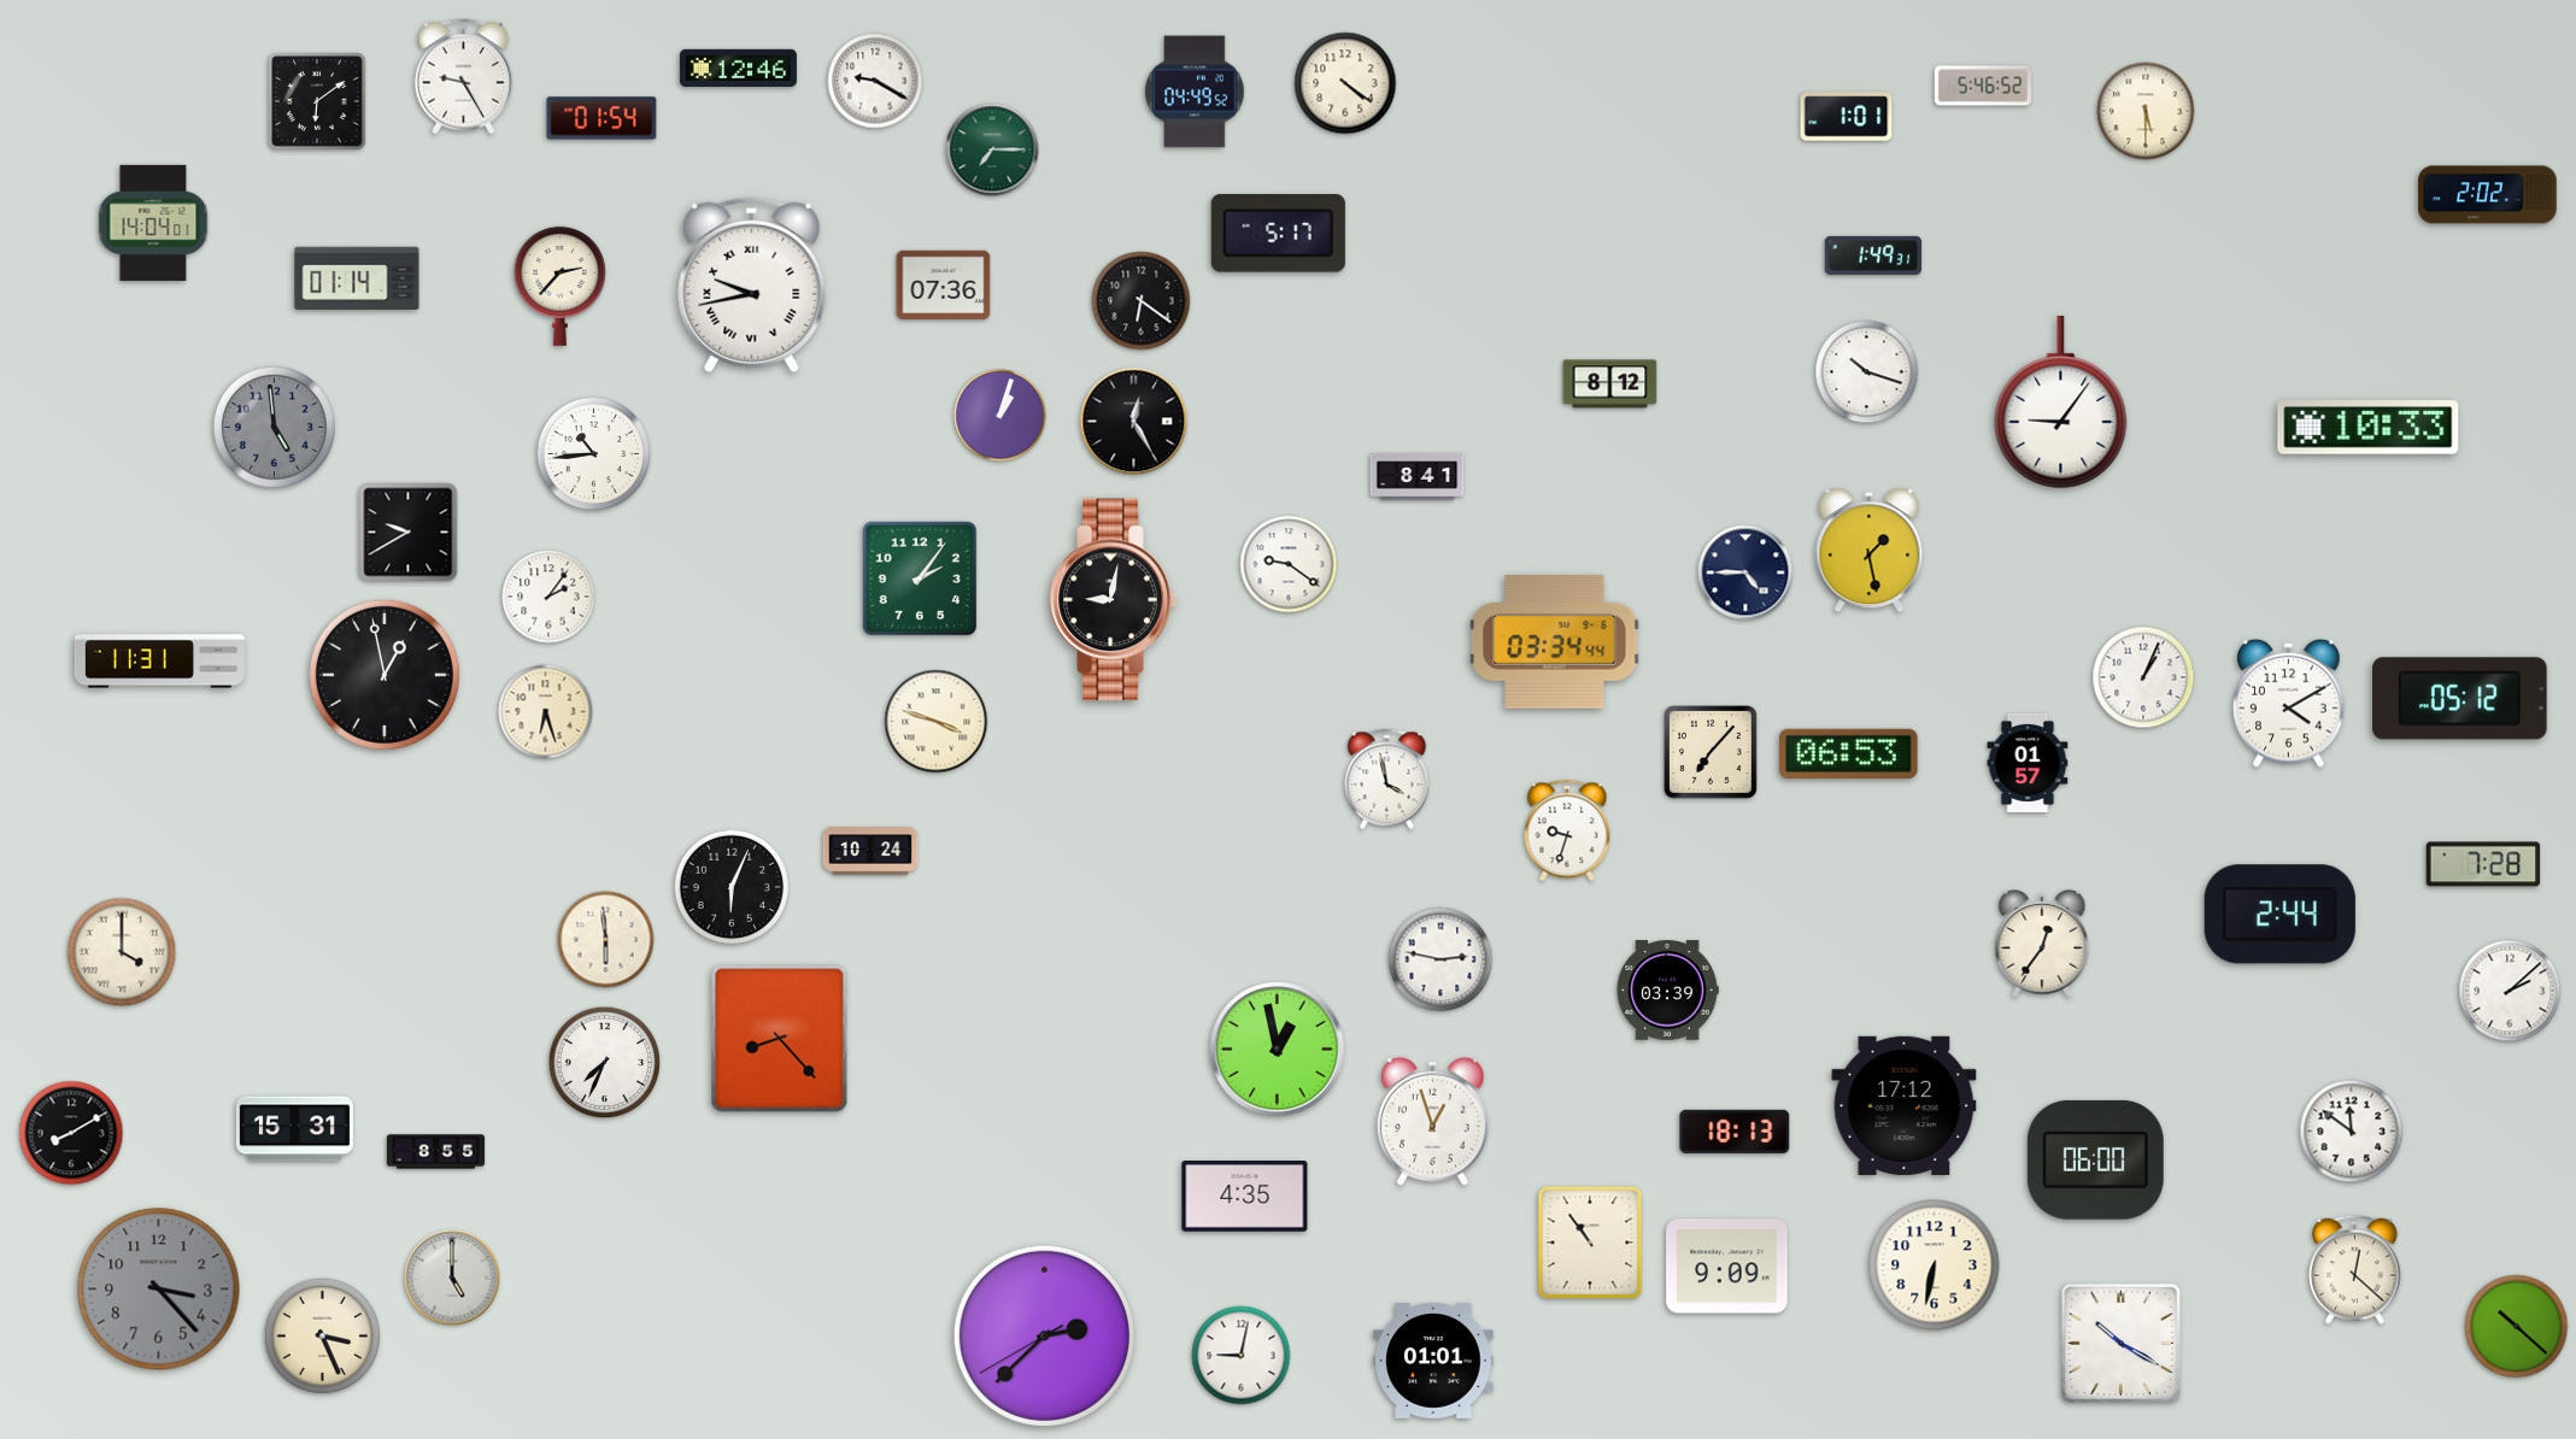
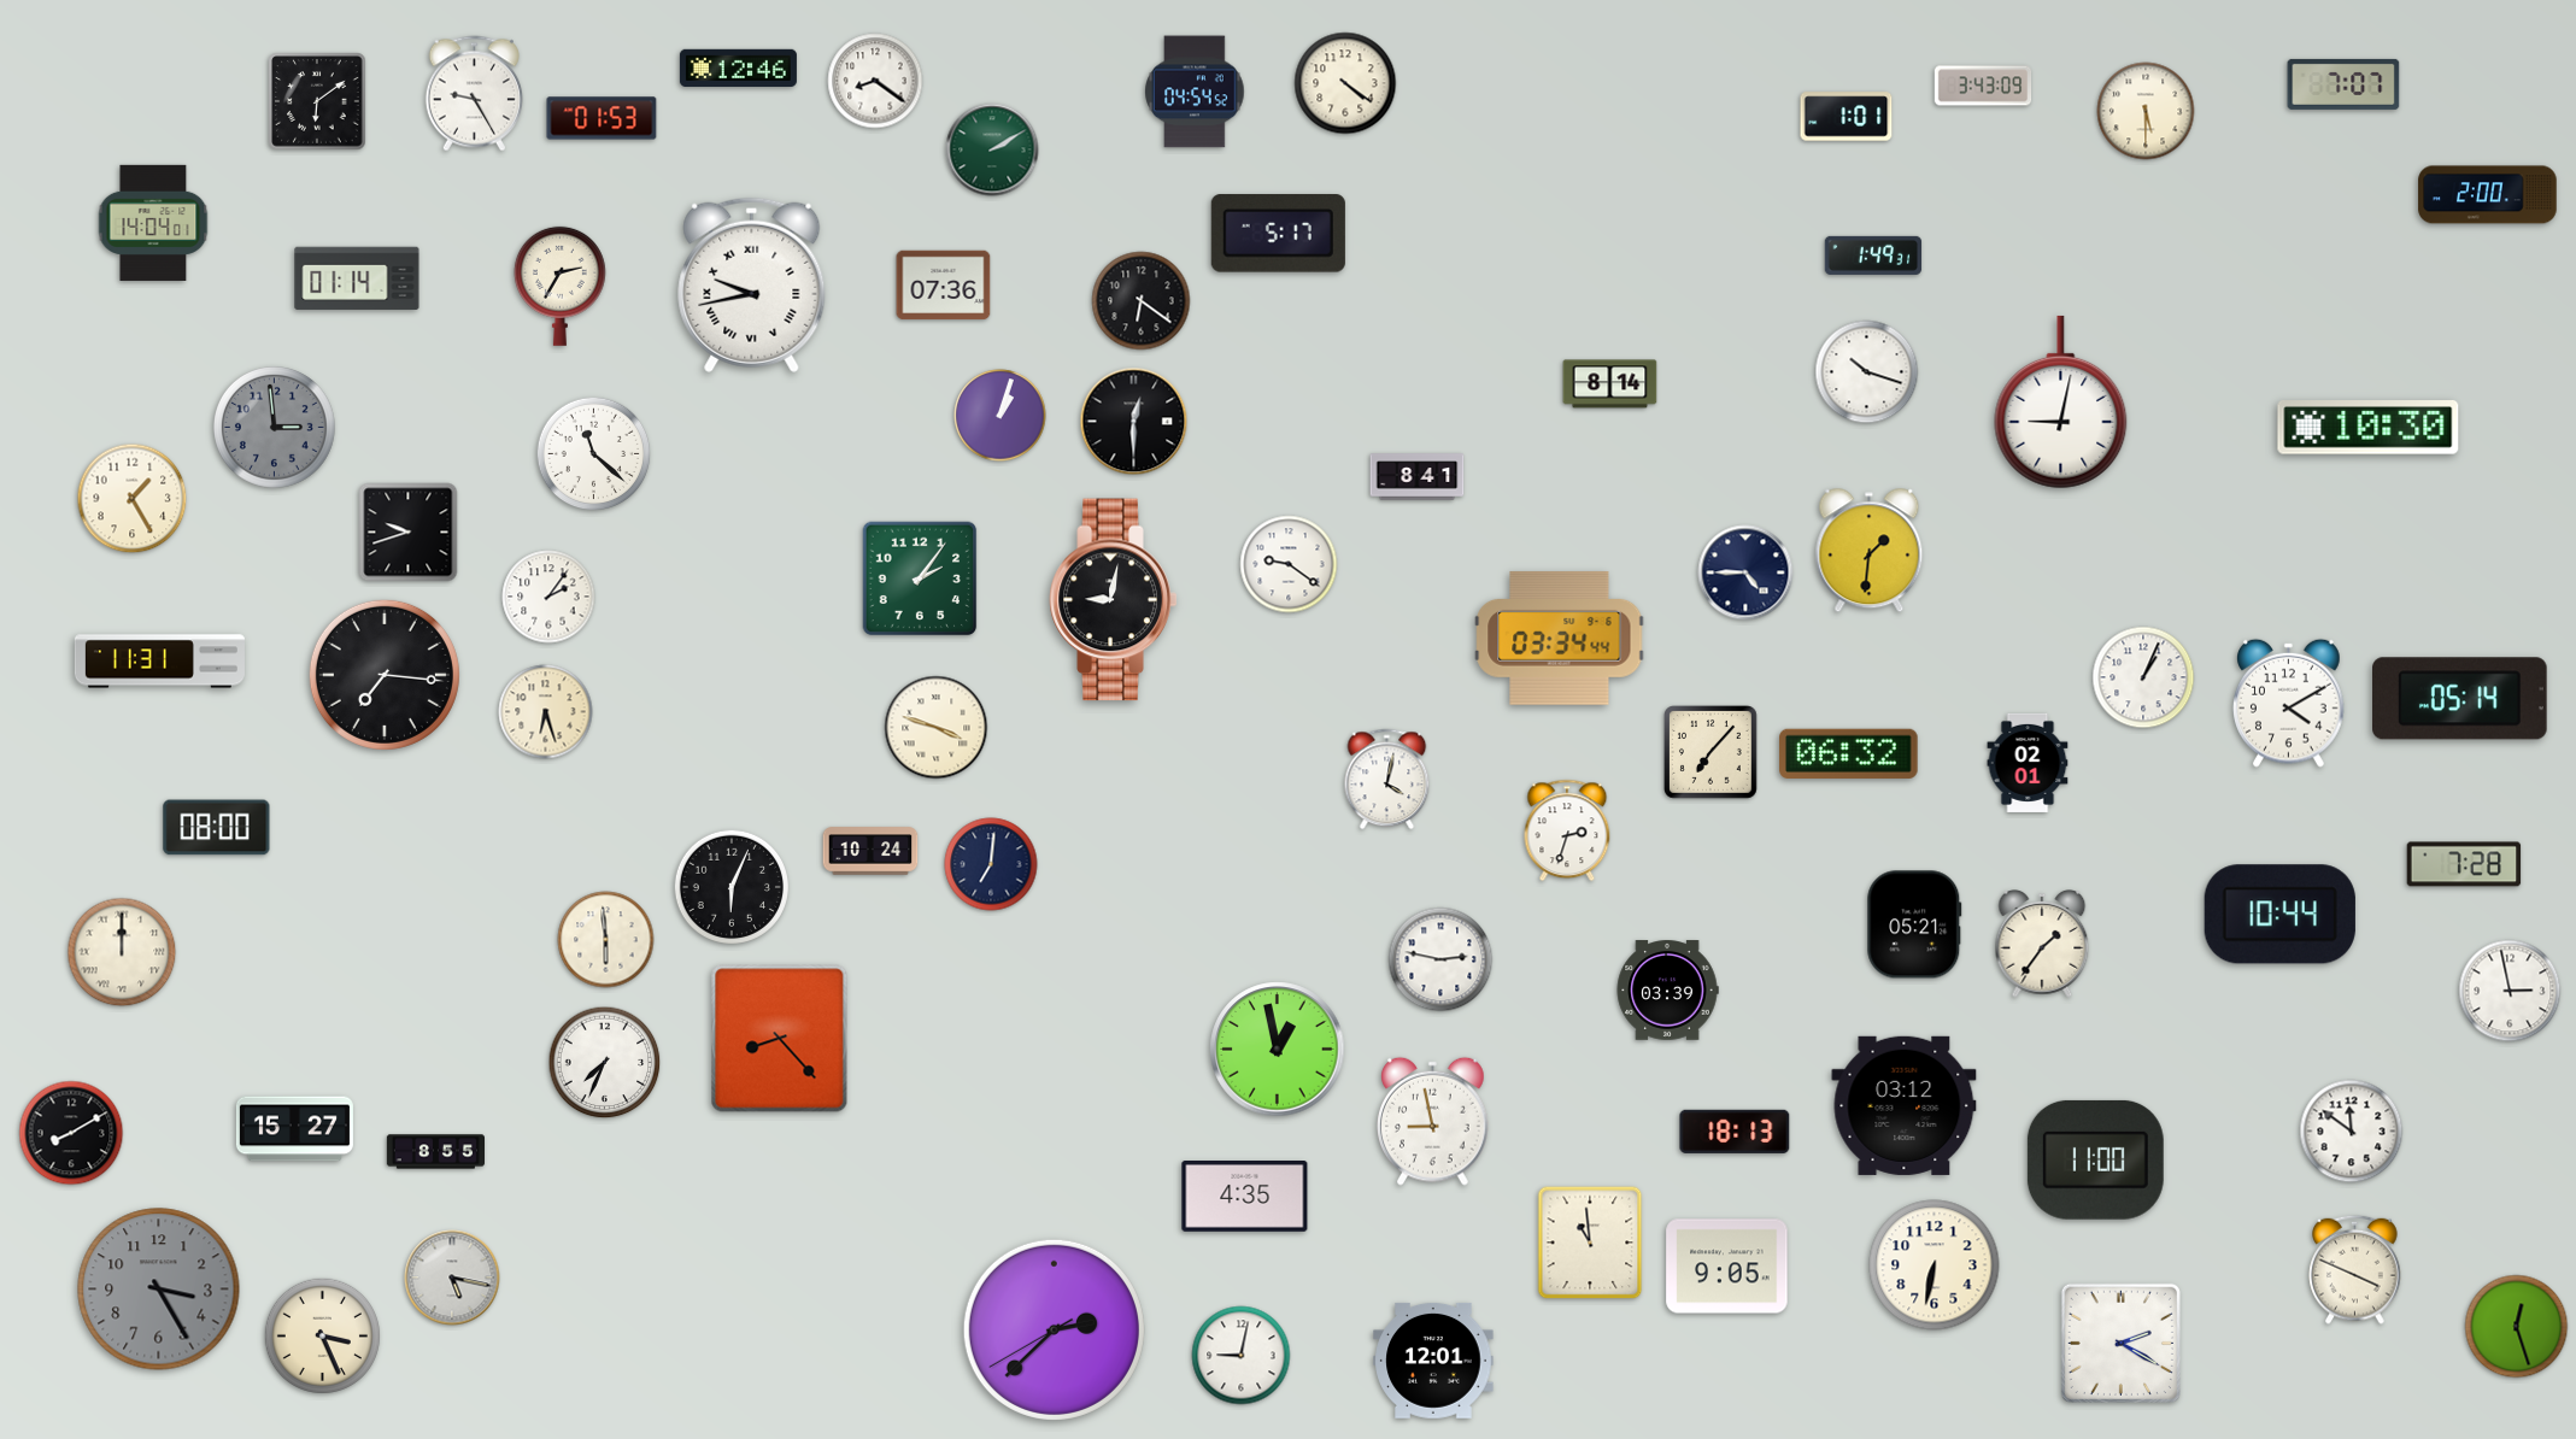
clock at (463, 77) position: (463, 77) -> (474, 94)
clock at (875, 81): 9:20 -> 8:21
clock at (2343, 84): none -> 7:07
clock at (1983, 86): 5:46 -> 3:43
clock at (1195, 92): 04:49 -> 04:54
clock at (602, 118): 01:54 -> 01:53
clock at (992, 149): 7:15 -> 2:10
clock at (2488, 195): 2:02 -> 2:00
clock at (559, 286): 2:37 -> 2:35
clock at (1610, 384): 8:12 -> 8:14
clock at (2061, 403): 9:06 -> 9:02
clock at (1134, 422): 12:25 -> 12:30
clock at (275, 428): 4:59 -> 2:59
clock at (2369, 428): 10:33 -> 10:30
clock at (594, 454): 10:44 -> 11:22
clock at (133, 499): none -> 1:25
clock at (409, 533): 9:40 -> 9:42
clock at (1870, 551): 1:28 -> 1:31
clock at (1555, 641) position: (1555, 641) -> (1560, 638)
clock at (385, 675): 12:58 -> 7:16
clock at (2460, 699): 05:12 -> 05:14
clock at (937, 722) position: (937, 722) -> (937, 728)
clock at (1849, 753): 06:53 -> 06:32
clock at (2028, 763): 01:57 -> 02:01
clock at (1387, 780): 3:58 -> 4:02
clock at (217, 828): none -> 08:00
clock at (1567, 830): 9:33 -> 2:33
clock at (991, 864): none -> 7:01
clock at (2483, 864) position: (2483, 864) -> (2464, 864)
clock at (2279, 915): 2:44 -> 10:44
clock at (1914, 924): none -> 05:21
clock at (2042, 945): 12:36 -> 1:36
clock at (122, 952): 4:00 -> 12:00
clock at (2510, 991): 2:08 -> 2:58
clock at (1905, 1105): 17:12 -> 03:12
clock at (1433, 1121): 12:57 -> 8:58
clock at (294, 1129): 15:31 -> 15:27
clock at (2095, 1159): 06:00 -> 11:00
clock at (1590, 1243): 10:54 -> 10:59
clock at (1727, 1267): 9:09 -> 9:05
clock at (2355, 1269): 12:22 -> 3:49
clock at (452, 1278): 5:00 -> 5:17
clock at (159, 1290): 3:23 -> 3:25
clock at (2517, 1327): 10:22 -> 12:27
clock at (1044, 1335) position: (1044, 1335) -> (1054, 1329)
clock at (2120, 1343): 10:20 -> 2:20
clock at (1433, 1361): 01:01 -> 12:01
